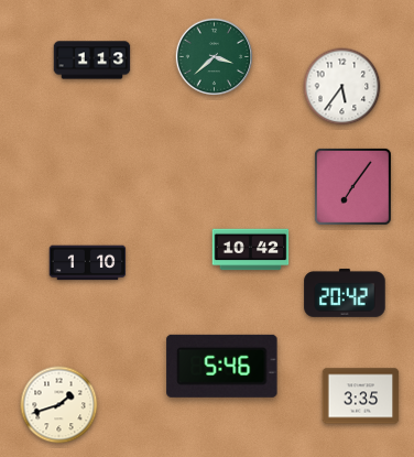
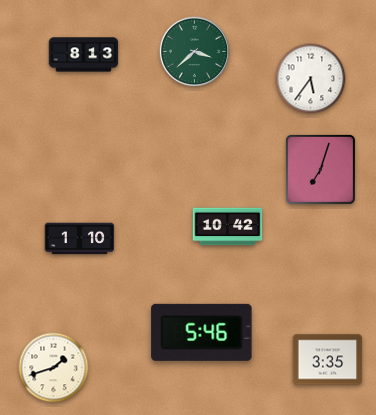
clock at (92, 61): 1:13 -> 8:13
clock at (352, 186): 7:06 -> 7:03
clock at (345, 293): 20:42 -> none
